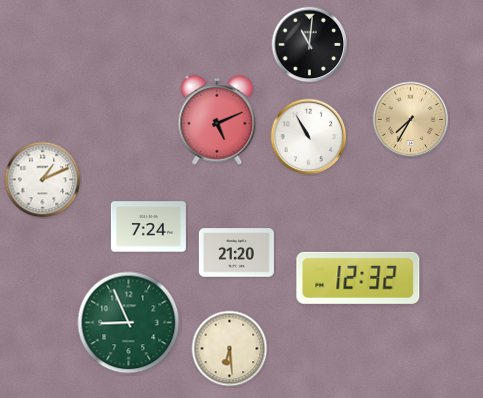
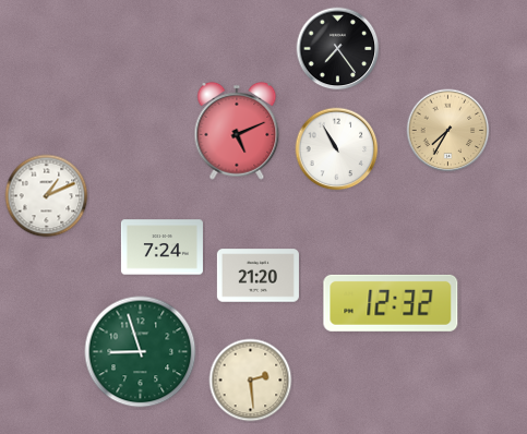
clock at (310, 45): 11:01 -> 7:24
clock at (129, 323): 8:56 -> 8:57
clock at (230, 349): 6:29 -> 2:29
